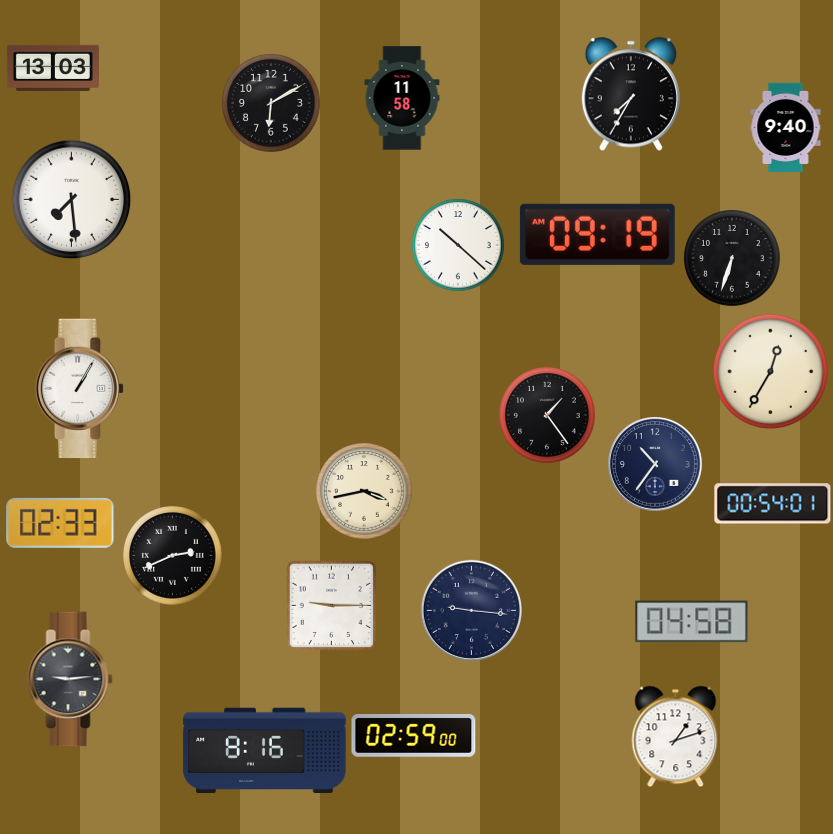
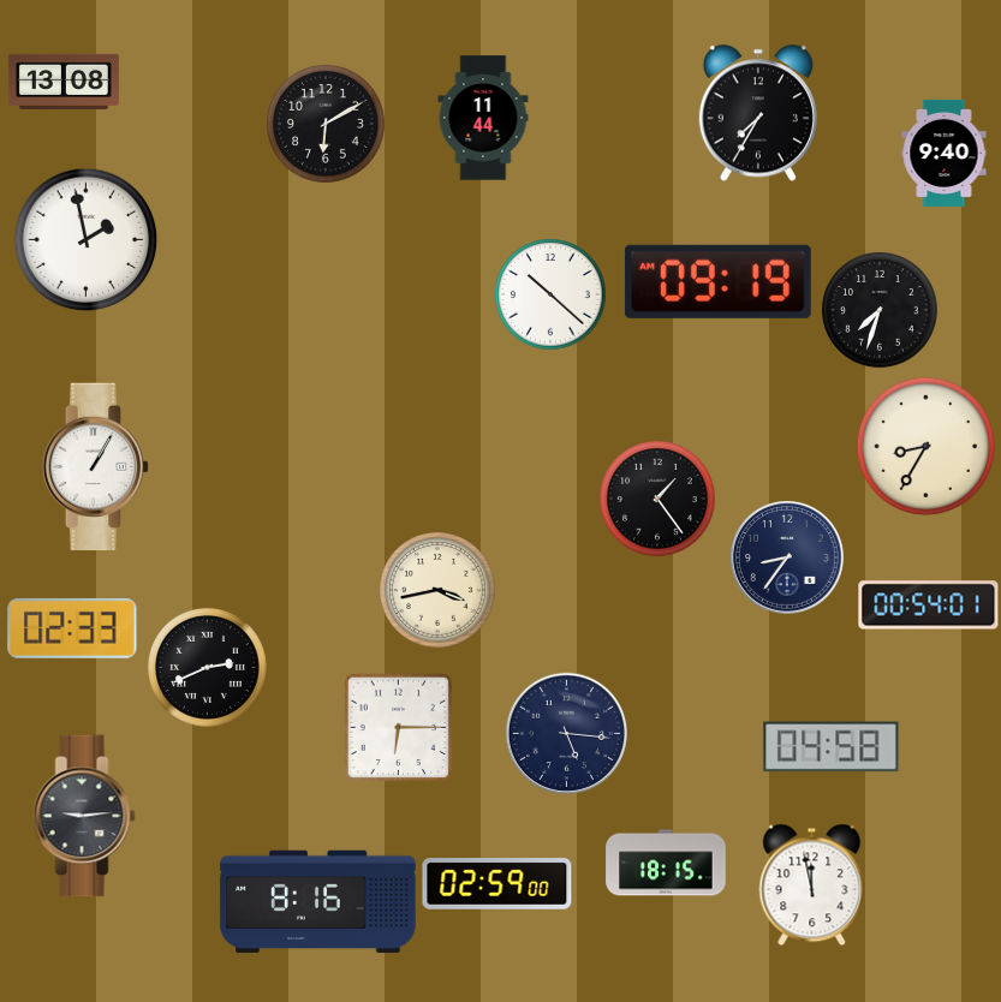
clock at (53, 68): 13:03 -> 13:08
clock at (402, 98): 11:58 -> 11:44
clock at (71, 199): 7:29 -> 1:58
clock at (732, 258): 6:33 -> 7:33
clock at (770, 371): 12:35 -> 8:35
clock at (655, 464): 10:36 -> 8:36
clock at (331, 605): 9:15 -> 6:15
clock at (471, 610): 9:16 -> 5:16
clock at (666, 863): none -> 18:15
clock at (676, 736): 1:12 -> 11:58
